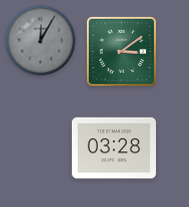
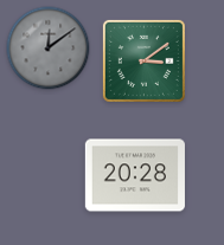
clock at (41, 41): 12:05 -> 12:09
clock at (114, 148): 03:28 -> 20:28
